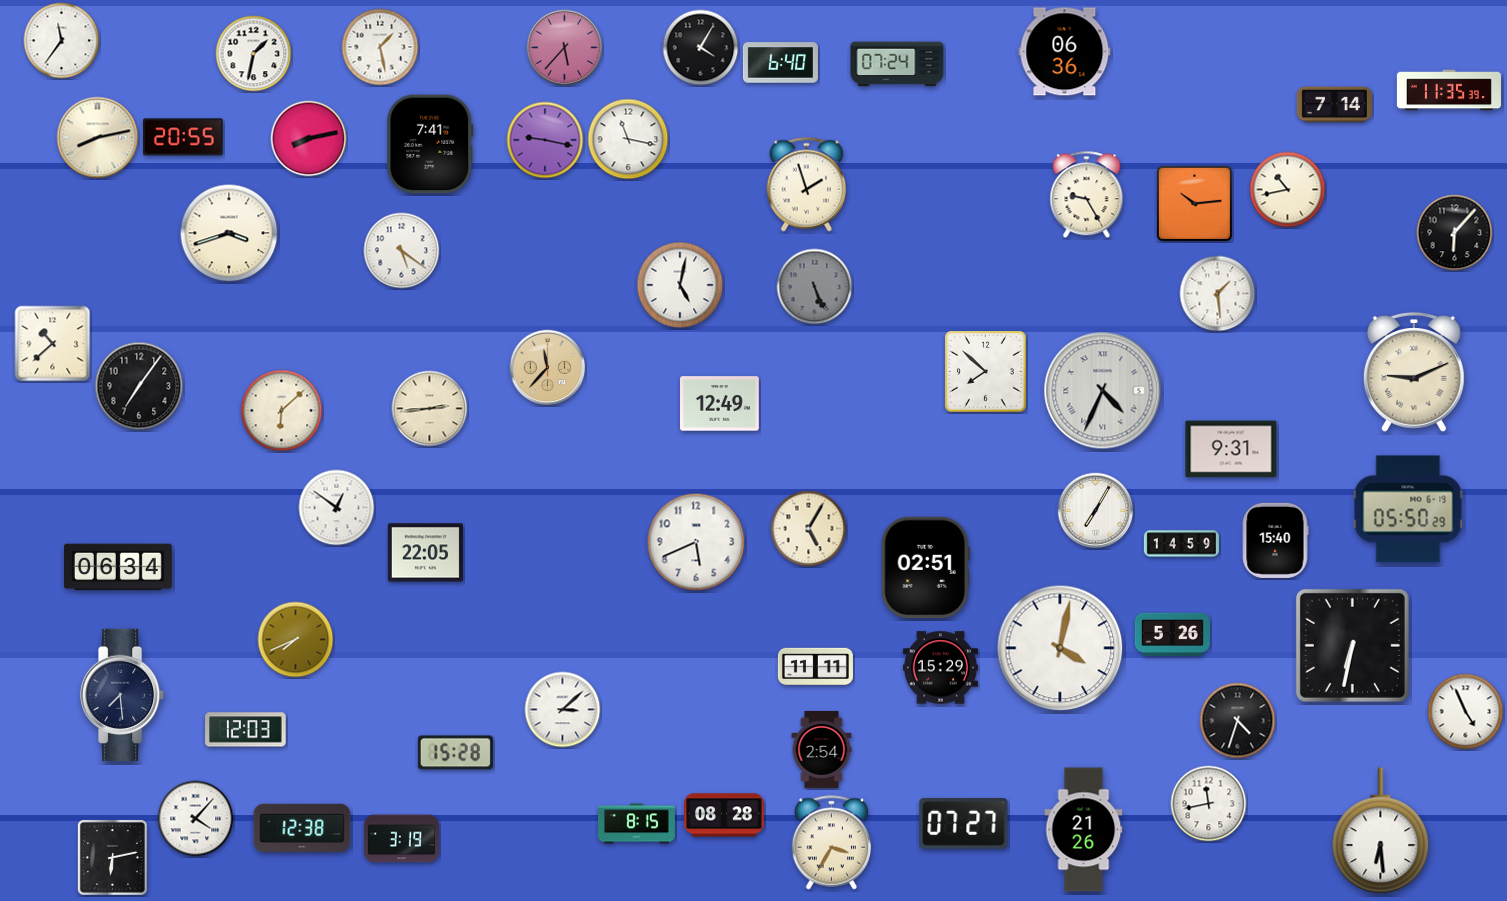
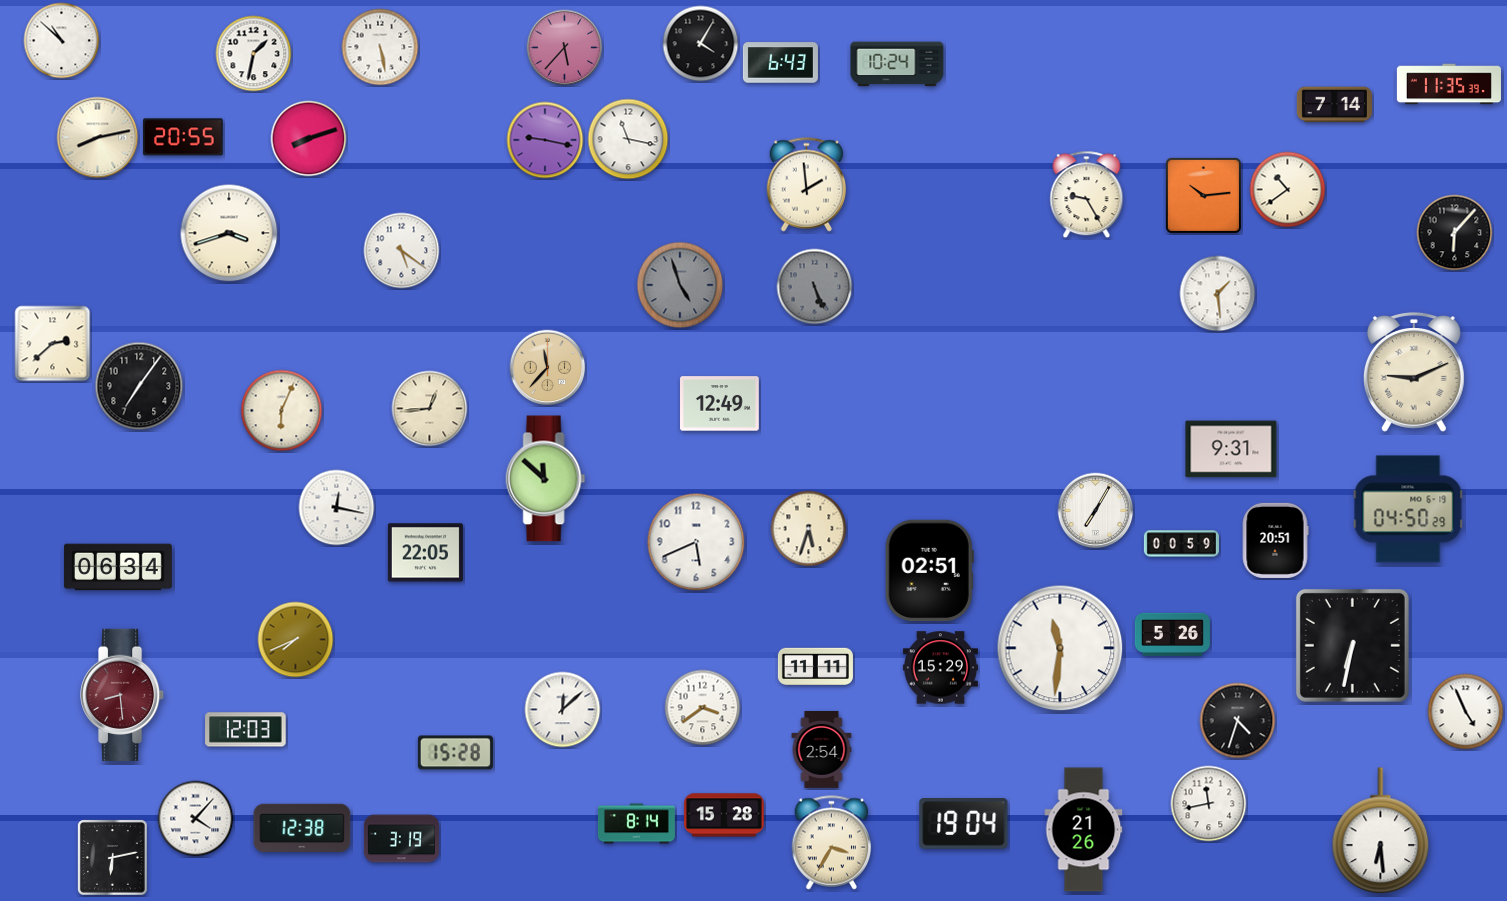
clock at (62, 41): 11:36 -> 10:52
clock at (380, 47): 1:28 -> 5:28
clock at (701, 48) position: (701, 48) -> (701, 44)
clock at (1065, 52): 06:36 -> none
clock at (780, 63): 6:40 -> 6:43
clock at (897, 64): 07:24 -> 10:24
clock at (1449, 90) position: (1449, 90) -> (1449, 84)
clock at (309, 139): 8:13 -> 8:12
clock at (430, 144): 7:41 -> none
clock at (807, 185): 1:57 -> 1:59
clock at (1288, 190): 10:43 -> 10:39
clock at (1194, 203) position: (1194, 203) -> (1203, 195)
clock at (680, 285): 5:02 -> 4:57
clock at (680, 285) dial: white -> grey
clock at (53, 344): 10:38 -> 2:38
clock at (986, 372): 7:52 -> none
clock at (1103, 391): 4:34 -> none
clock at (430, 409): 2:44 -> 12:44
clock at (282, 411): 6:08 -> 6:04
clock at (546, 479): none -> 11:52
clock at (337, 508): 12:51 -> 12:17
clock at (1408, 509): 05:50 -> 04:50
clock at (809, 529): 5:05 -> 5:33
clock at (1275, 540): 15:40 -> 20:51
clock at (1181, 544): 14:59 -> 00:59
clock at (925, 568) position: (925, 568) -> (929, 571)
clock at (1060, 648): 4:02 -> 11:31
clock at (122, 694): 7:29 -> 8:29
clock at (122, 694) dial: navy -> burgundy
clock at (703, 708): none -> 3:39
clock at (563, 710): 3:08 -> 12:08
clock at (724, 815): 08:28 -> 15:28
clock at (636, 824): 8:15 -> 8:14
clock at (964, 824): 07:27 -> 19:04
